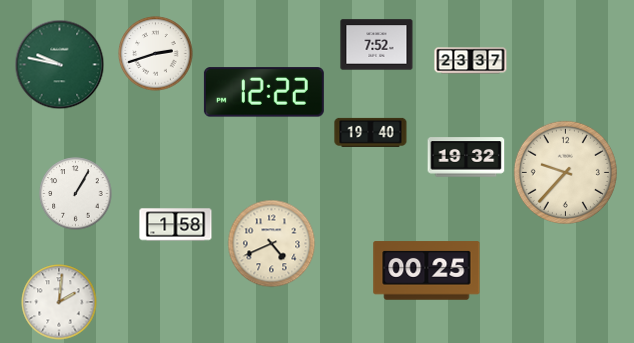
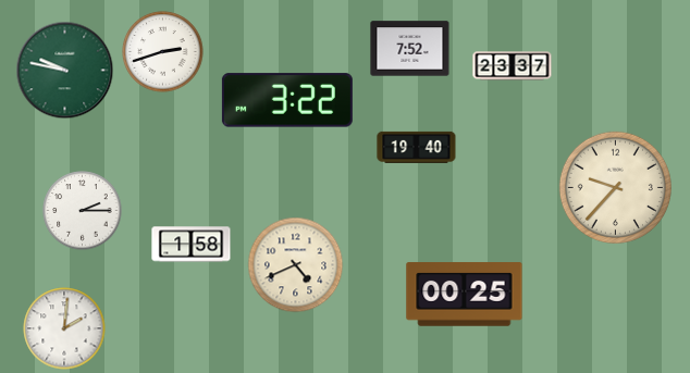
clock at (156, 54) position: (156, 54) -> (163, 52)
clock at (264, 92): 12:22 -> 3:22
clock at (371, 132) position: (371, 132) -> (417, 147)
clock at (466, 157): 19:32 -> none
clock at (76, 194): 1:05 -> 2:15
